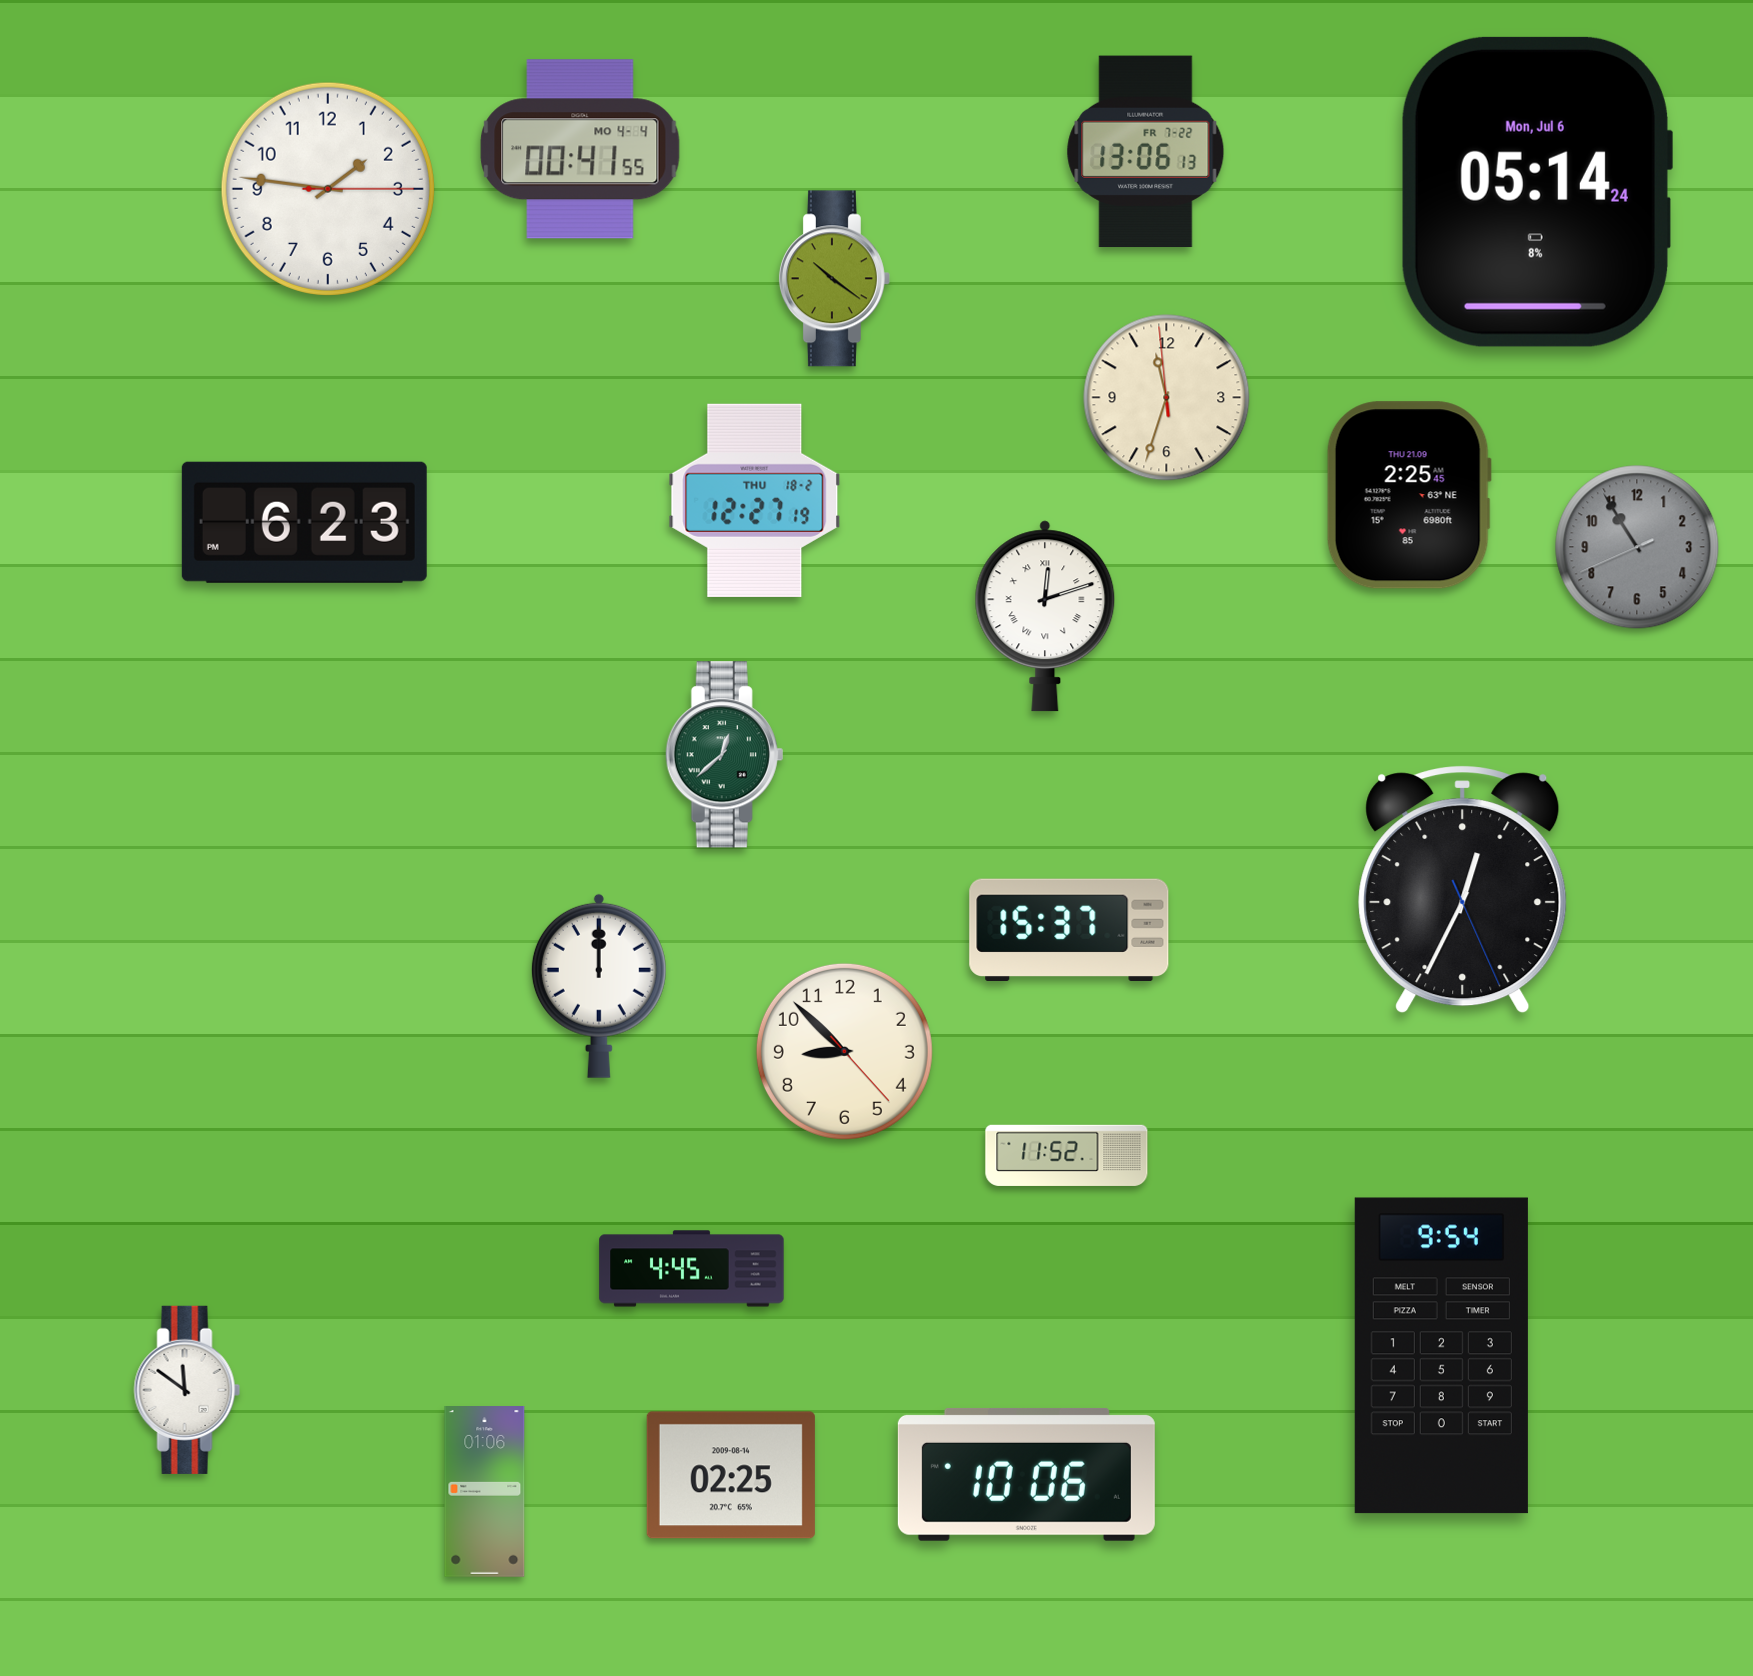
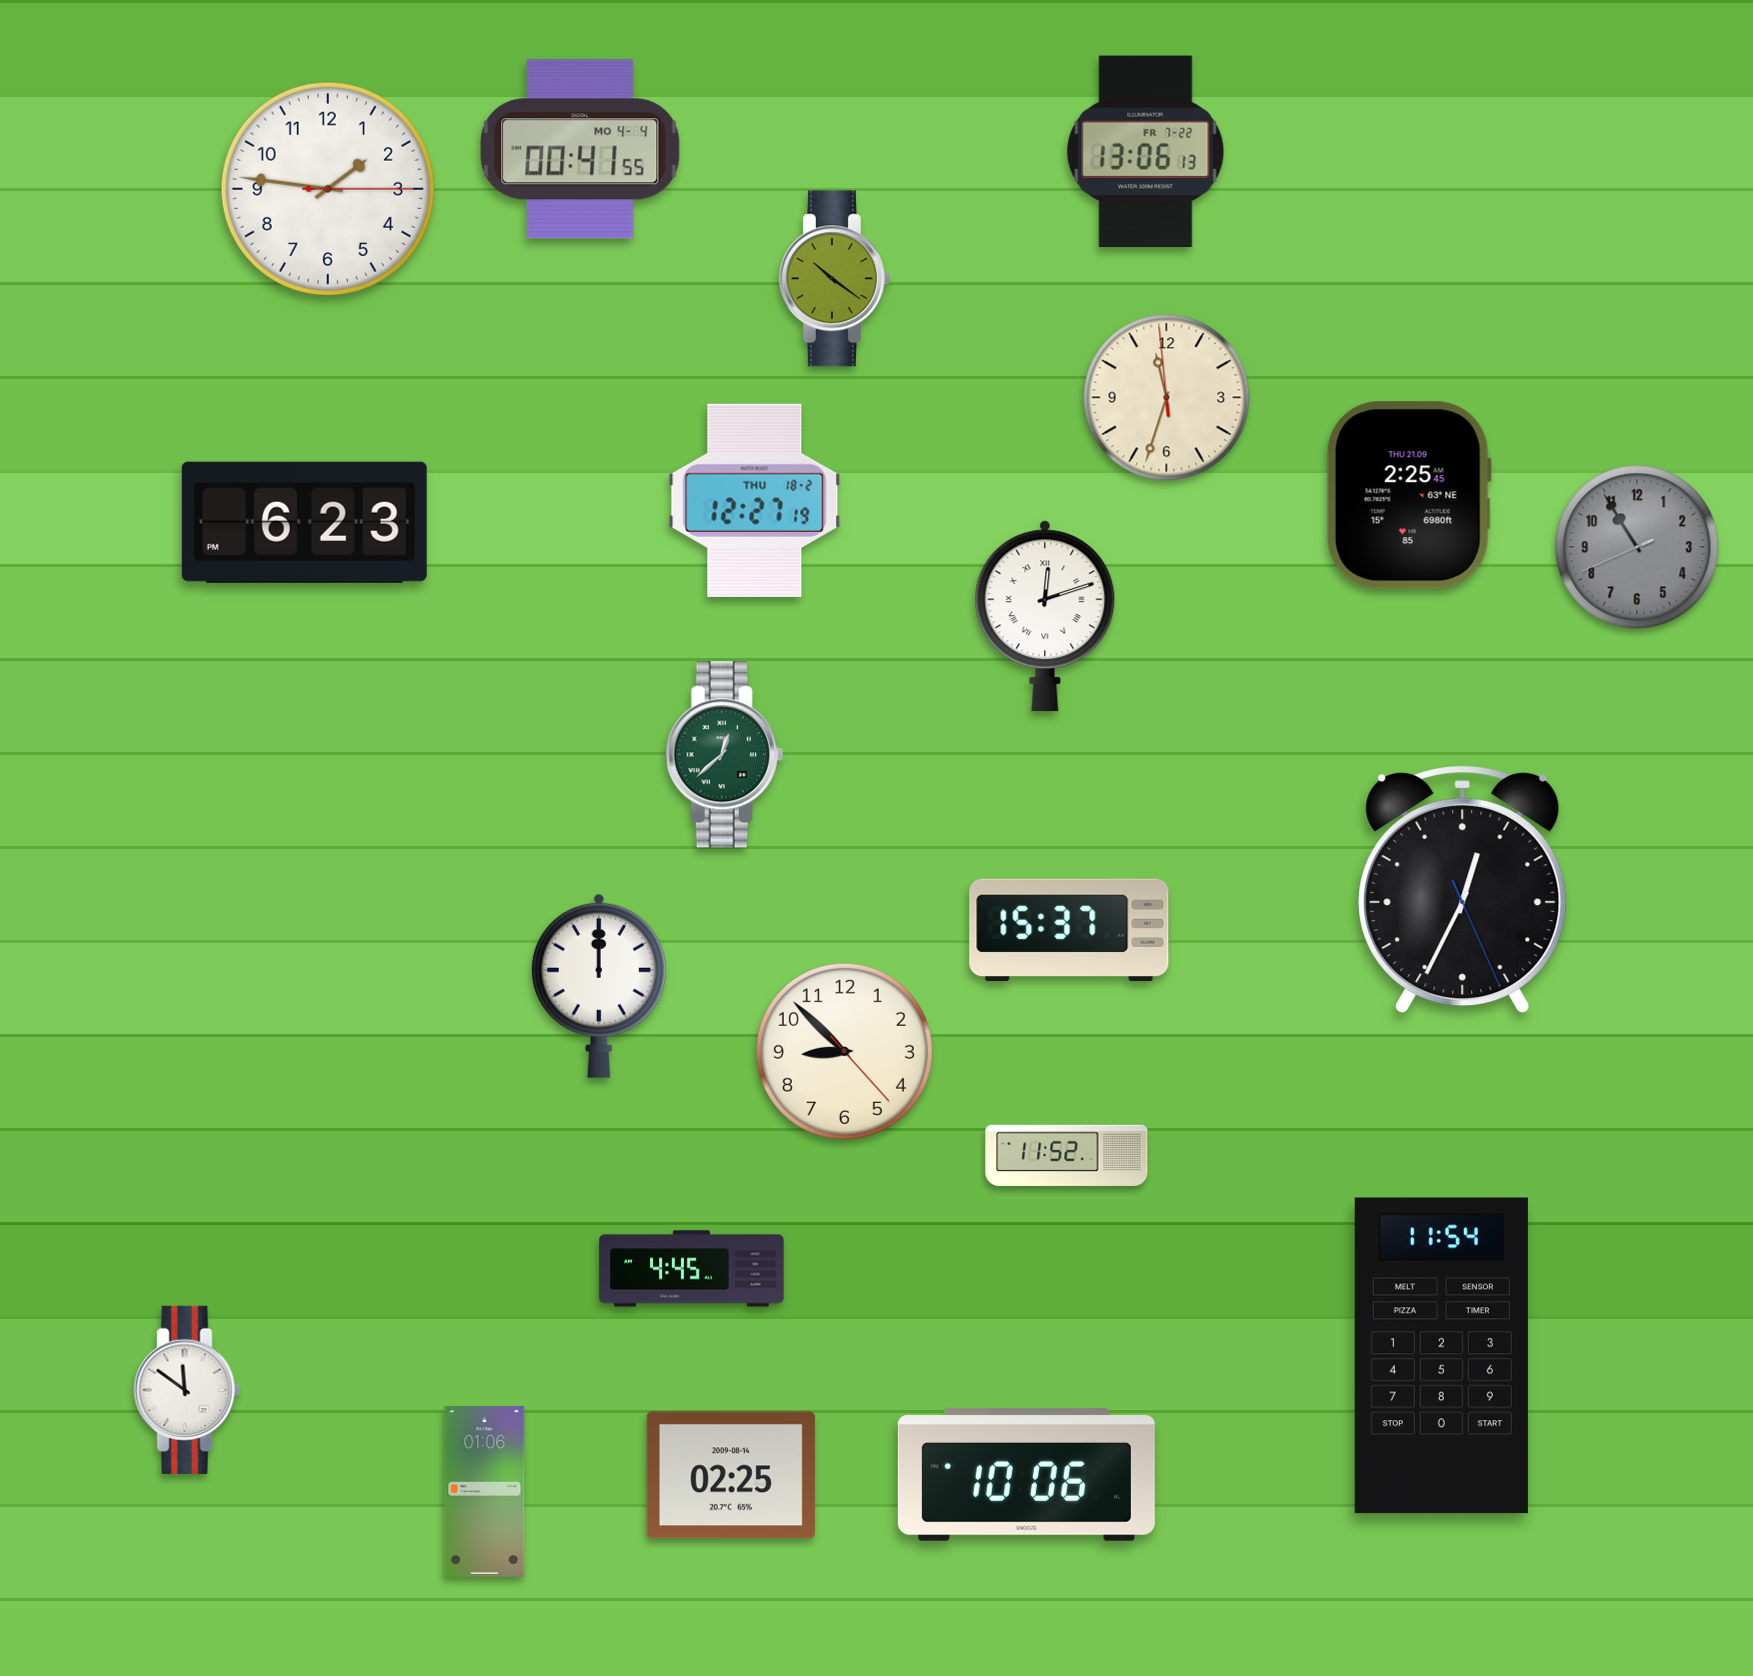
clock at (1536, 192): 05:14 -> none
clock at (1441, 1356): 9:54 -> 11:54
